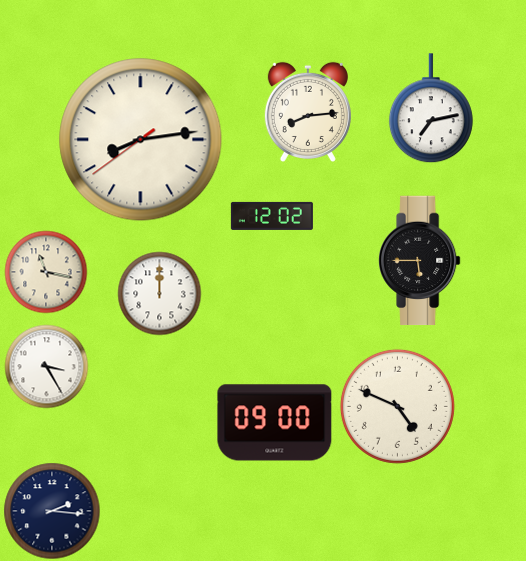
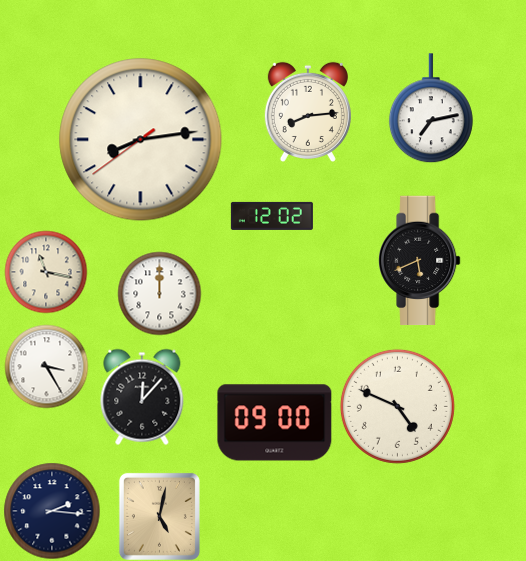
clock at (420, 261): 5:45 -> 5:41
clock at (142, 397): none -> 12:07
clock at (159, 516): none -> 5:02
